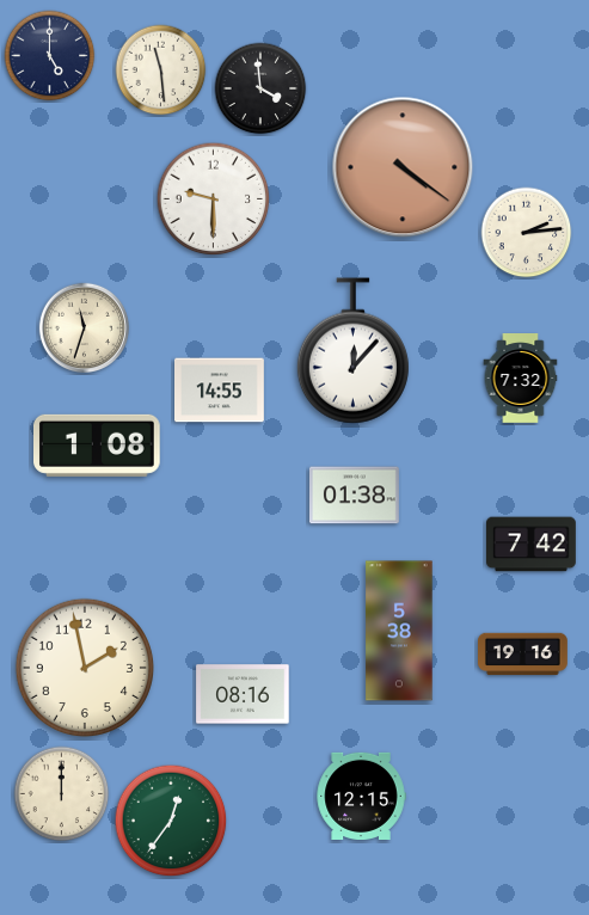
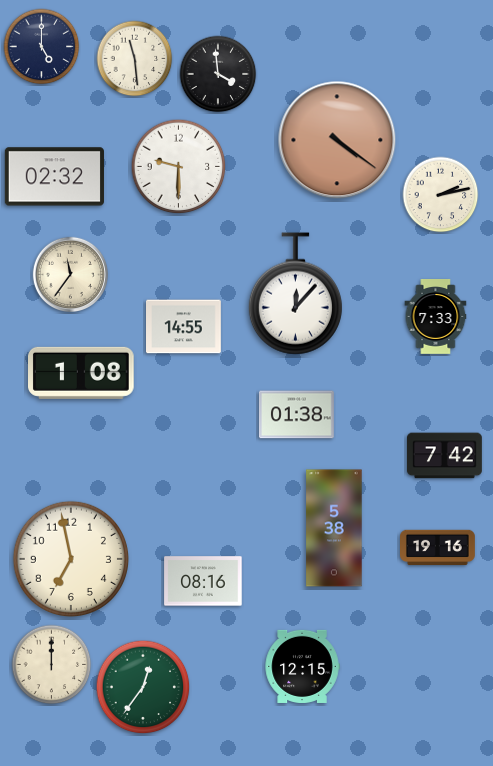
clock at (54, 177): none -> 02:32
clock at (527, 233): 2:14 -> 2:13
clock at (84, 327): 11:33 -> 11:36
clock at (521, 379): 7:32 -> 7:33
clock at (84, 667): 1:58 -> 6:58
